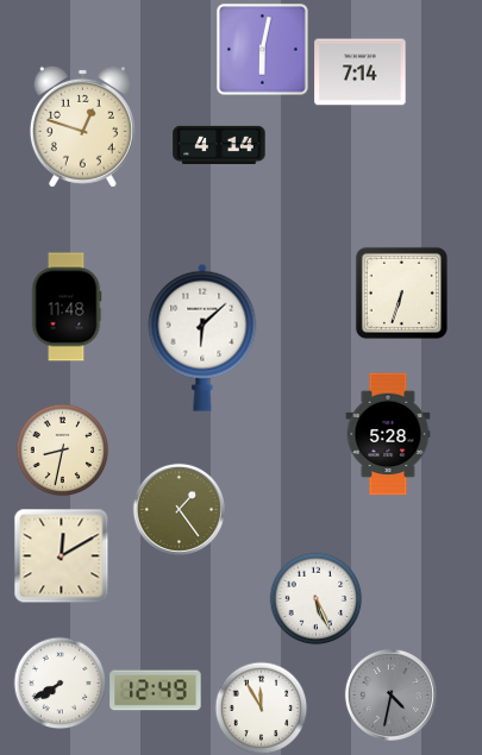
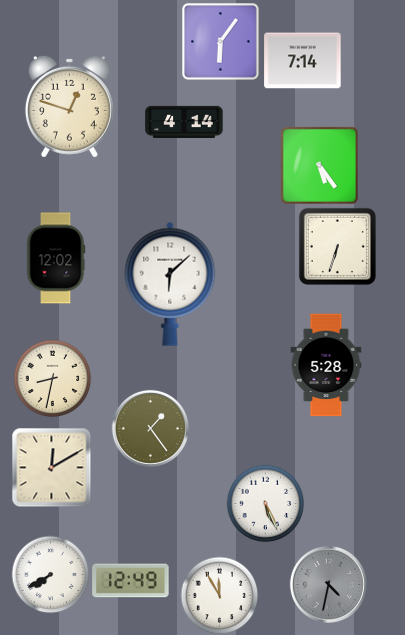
clock at (263, 50): 6:02 -> 6:06
clock at (319, 165): none -> 5:24
clock at (67, 307): 11:48 -> 12:02
